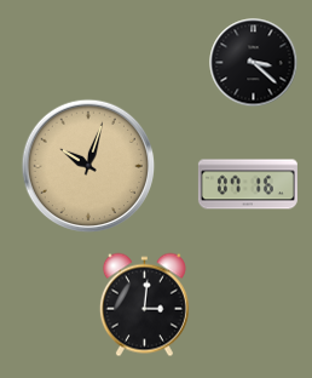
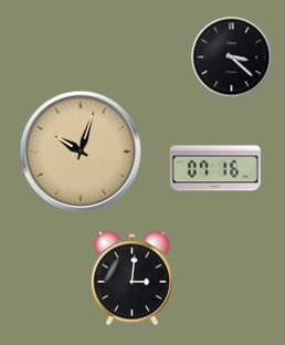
clock at (248, 184) position: (248, 184) -> (215, 168)
